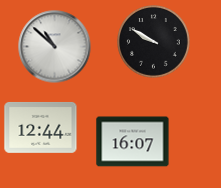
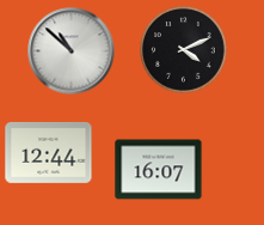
clock at (154, 42): 9:50 -> 4:11
clock at (55, 47) position: (55, 47) -> (72, 51)
